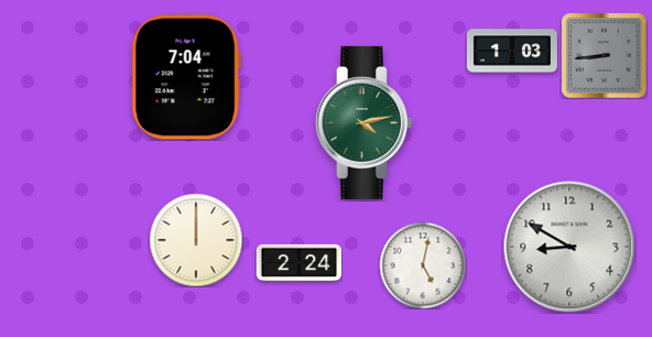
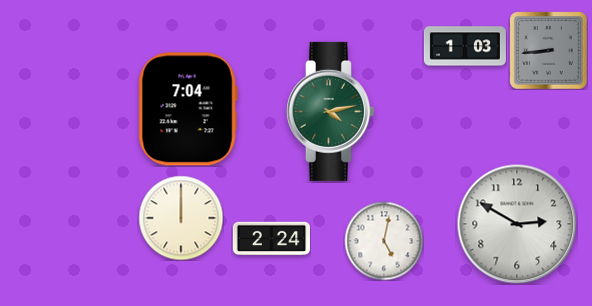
clock at (186, 77) position: (186, 77) -> (188, 109)
clock at (196, 240) position: (196, 240) -> (181, 218)
clock at (569, 247): 8:50 -> 2:50
